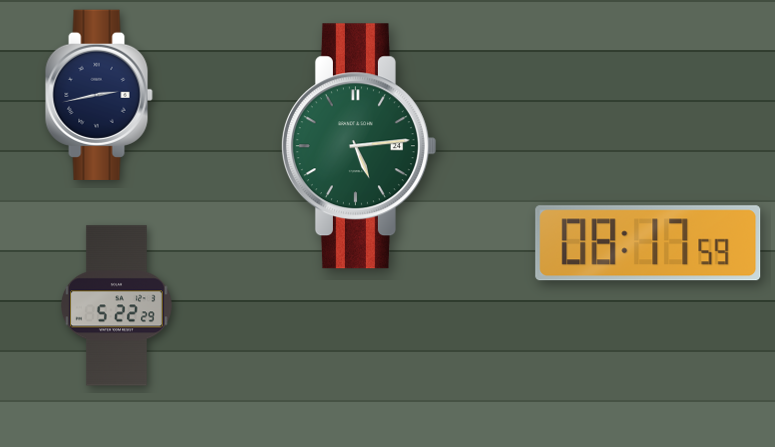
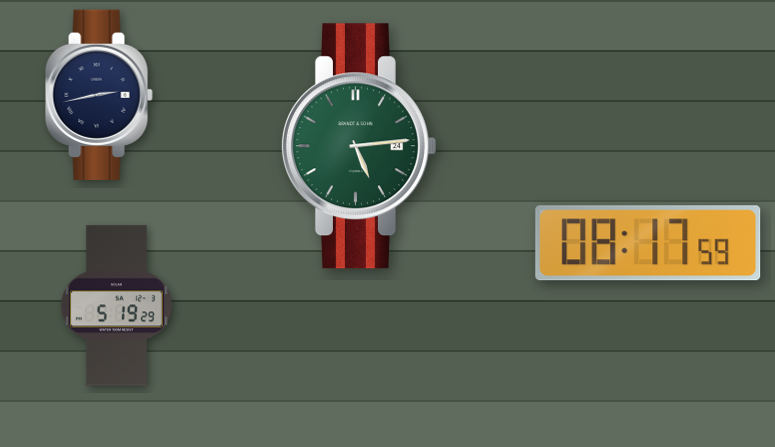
clock at (117, 306): 5:22 -> 5:19
